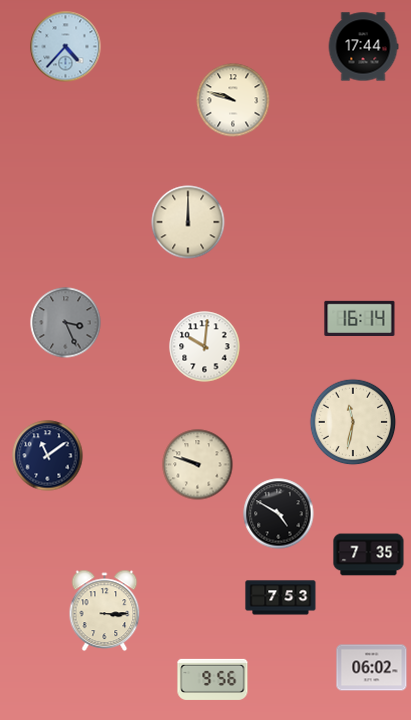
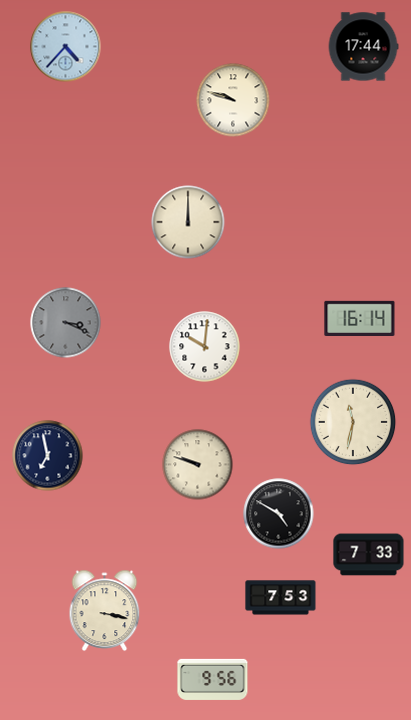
clock at (66, 323): 3:26 -> 3:19
clock at (48, 456): 11:09 -> 6:58
clock at (369, 555): 7:35 -> 7:33
clock at (105, 611): 3:15 -> 3:17
clock at (372, 668): 06:02 -> none
